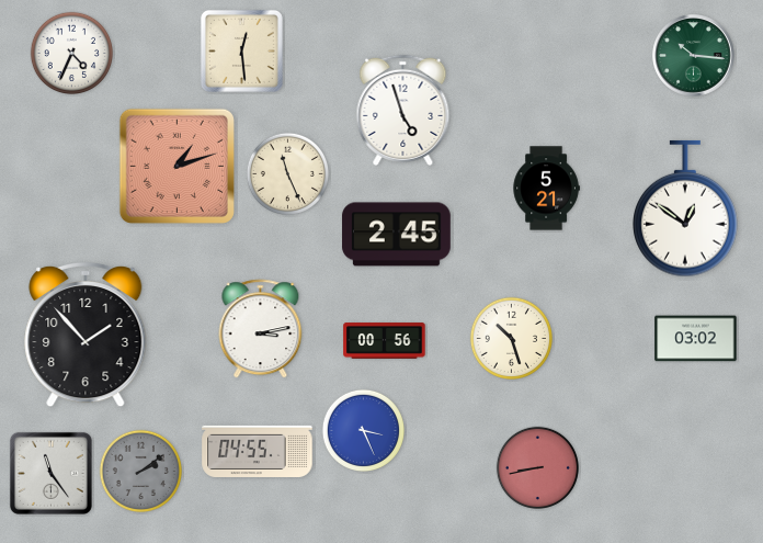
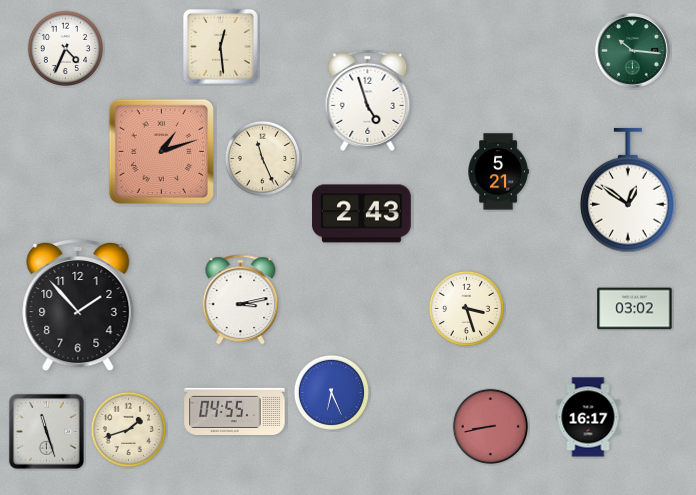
clock at (685, 208) position: (685, 208) -> (628, 190)
clock at (397, 235): 2:45 -> 2:43
clock at (261, 329) position: (261, 329) -> (241, 300)
clock at (511, 338): 10:27 -> 3:27
clock at (385, 341): 00:56 -> none
clock at (363, 430): 3:26 -> 6:26
clock at (588, 417): none -> 16:17
clock at (140, 471): 2:09 -> 1:42
clock at (140, 471) dial: grey -> cream
clock at (50, 473): 11:24 -> 11:27
